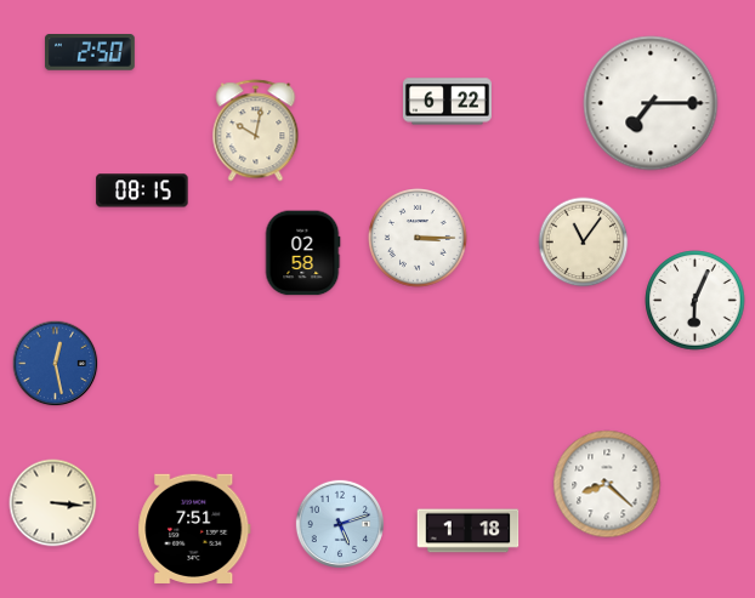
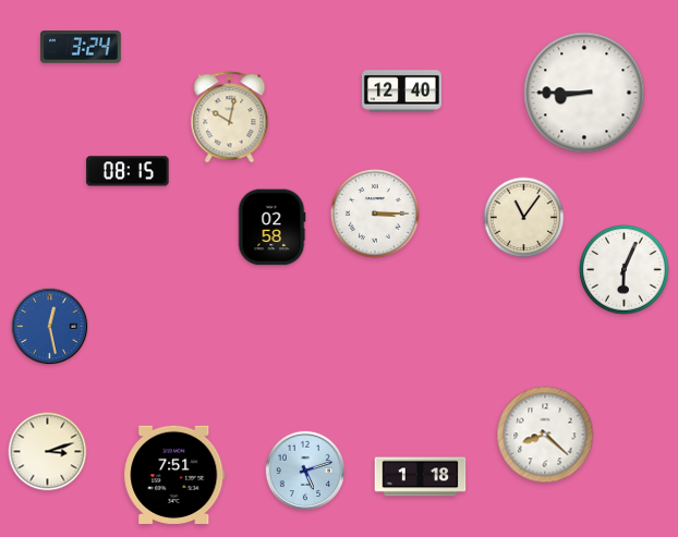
clock at (90, 52): 2:50 -> 3:24
clock at (447, 102): 6:22 -> 12:40
clock at (651, 103): 7:15 -> 8:45
clock at (53, 503): 3:16 -> 3:12
